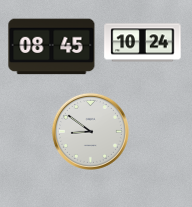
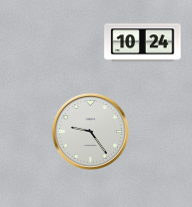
clock at (52, 47): 08:45 -> none
clock at (90, 131): 8:51 -> 9:24
